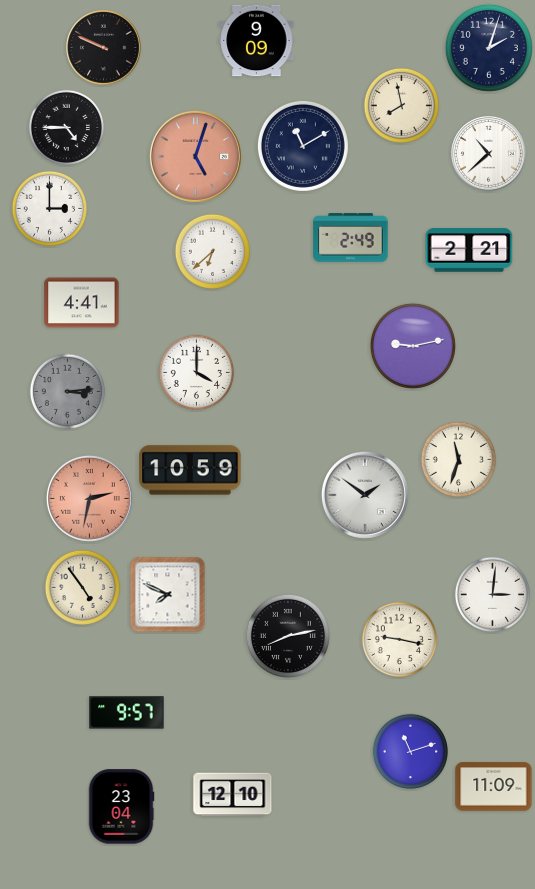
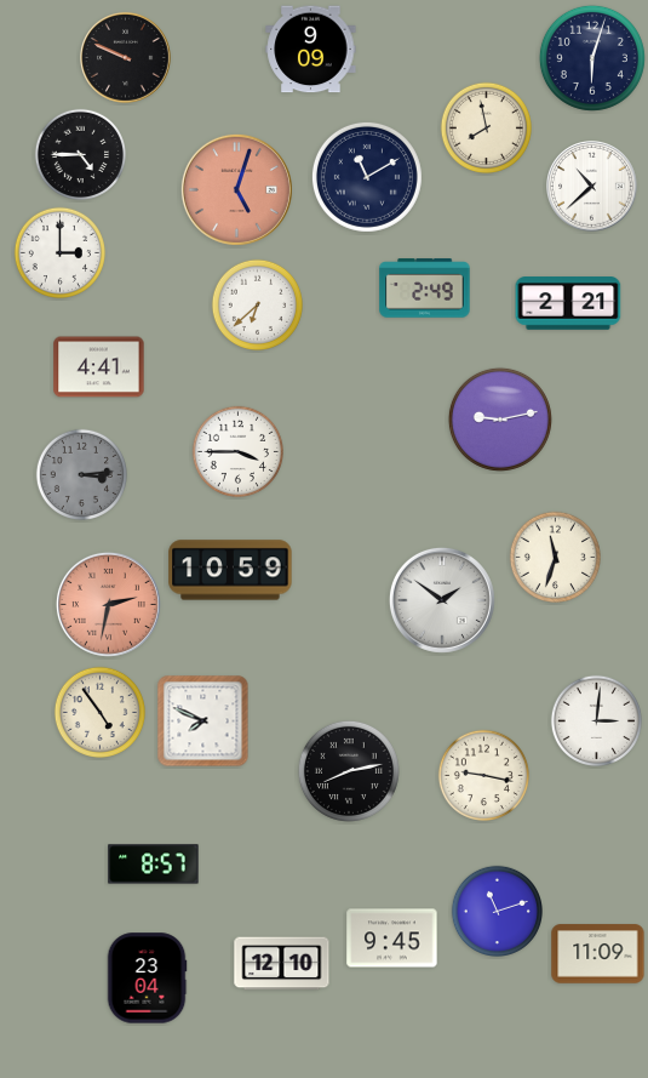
clock at (489, 48): 2:03 -> 6:03
clock at (196, 372): 4:00 -> 3:45
clock at (127, 713): 9:57 -> 8:57
clock at (392, 939): none -> 9:45
